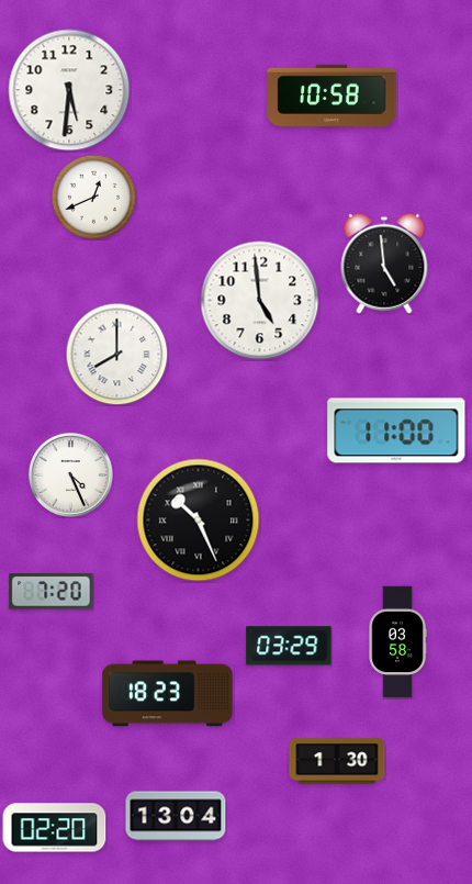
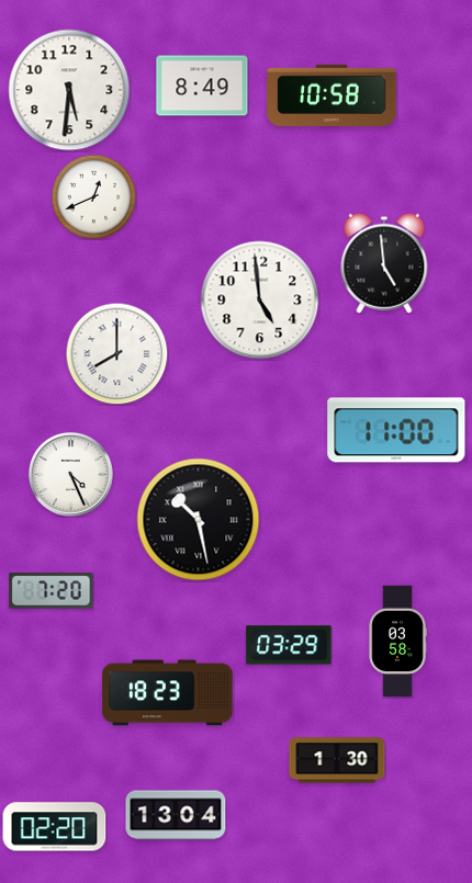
clock at (202, 86): none -> 8:49
clock at (199, 521): 10:26 -> 10:28
